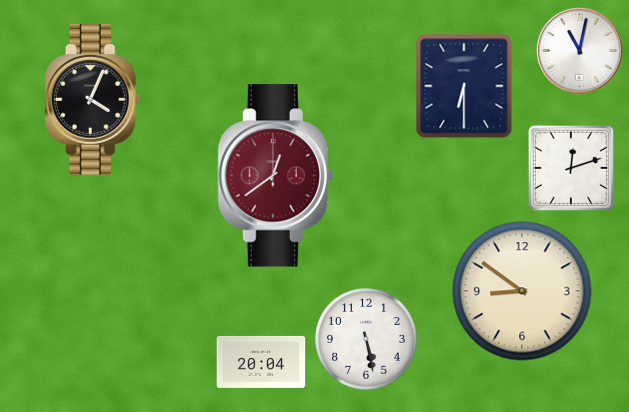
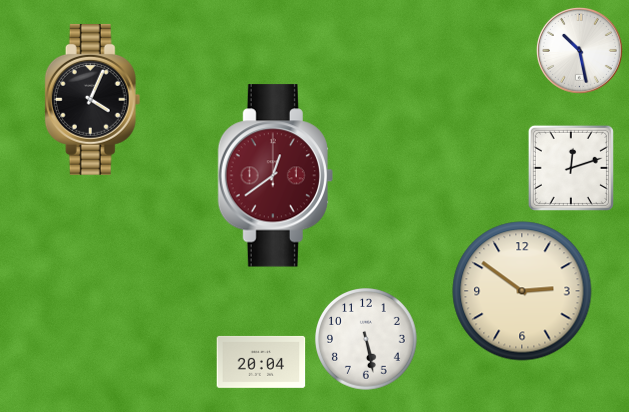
clock at (579, 50): 11:02 -> 10:28
clock at (464, 86): 6:30 -> none
clock at (522, 291): 8:51 -> 2:51
